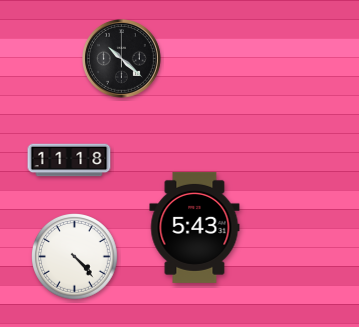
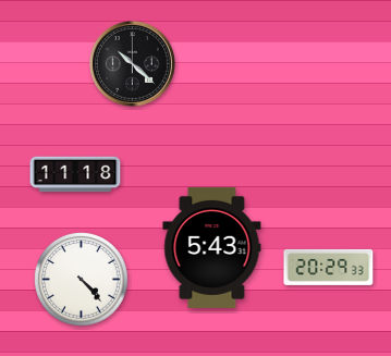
clock at (329, 267): none -> 20:29
